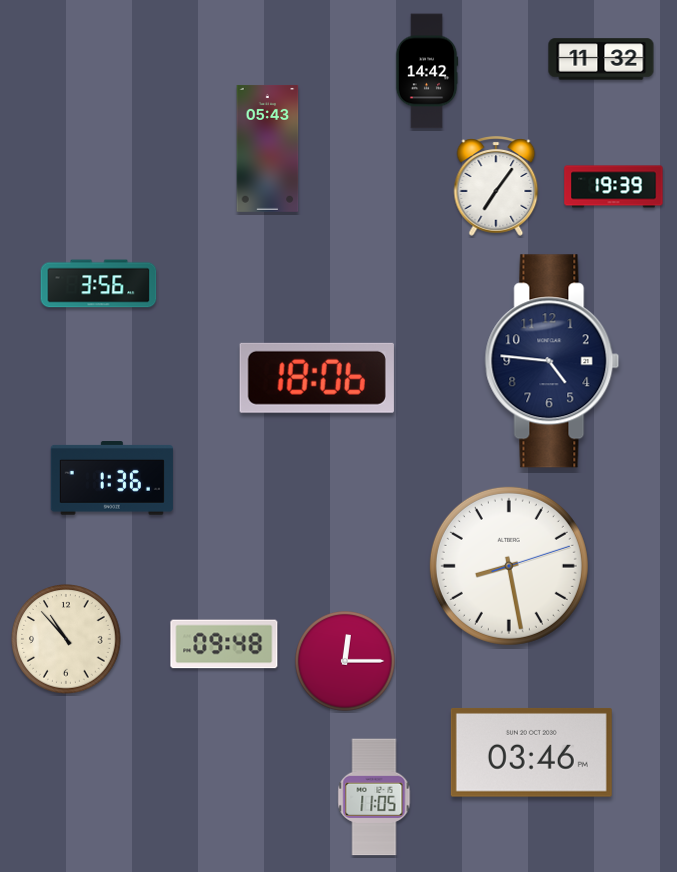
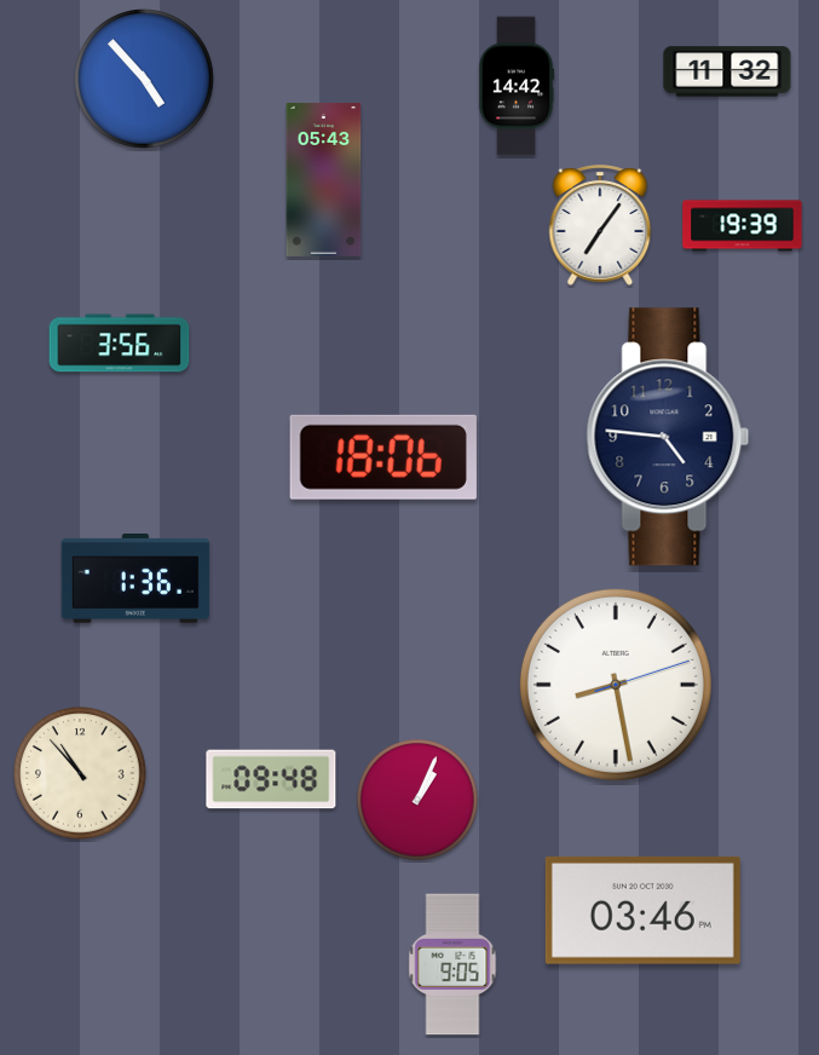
clock at (144, 79): none -> 4:53
clock at (345, 661): 12:15 -> 1:04
clock at (374, 797): 11:05 -> 9:05
